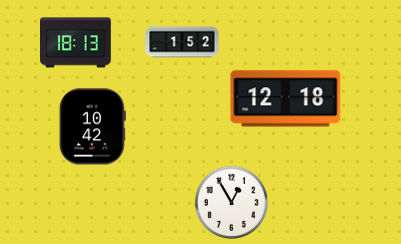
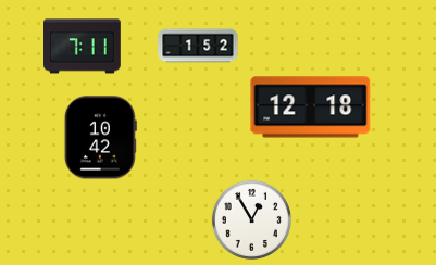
clock at (76, 43): 18:13 -> 7:11
